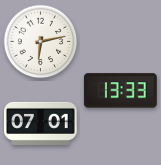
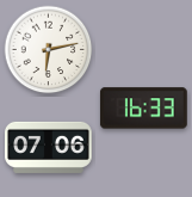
clock at (120, 91): 13:33 -> 16:33
clock at (41, 123): 07:01 -> 07:06
